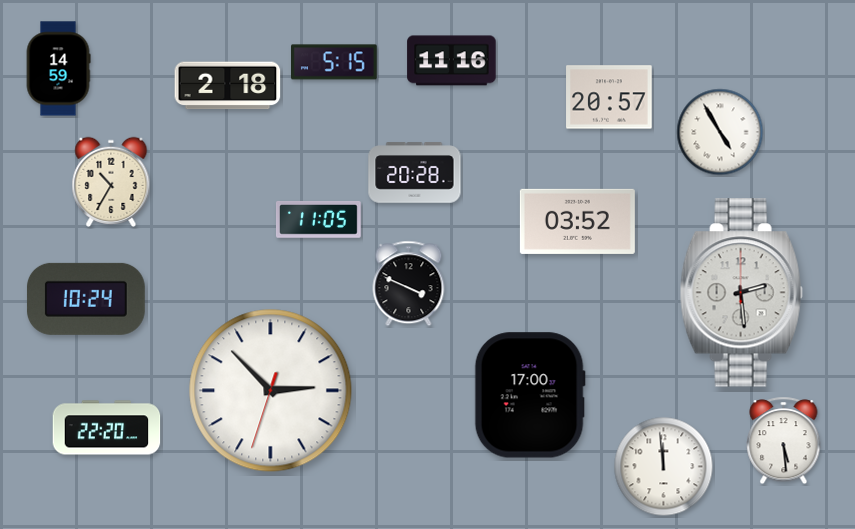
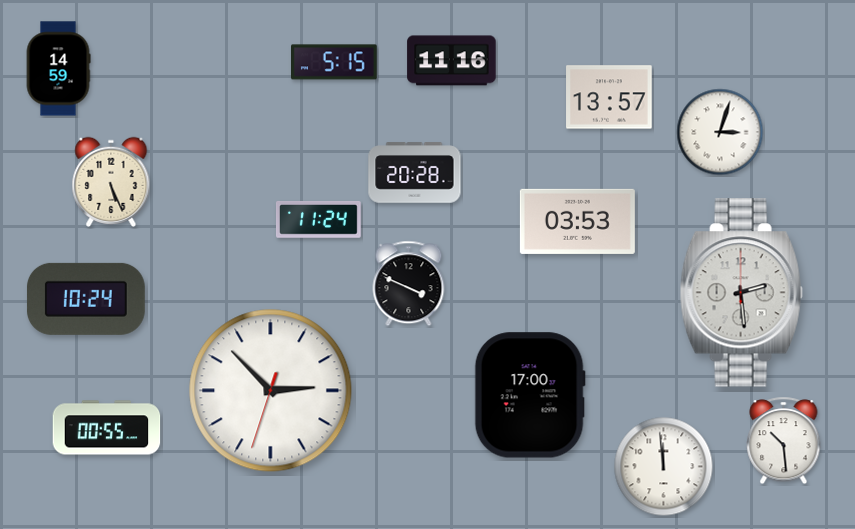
clock at (228, 86): 2:18 -> none
clock at (609, 97): 20:57 -> 13:57
clock at (720, 132): 4:55 -> 3:03
clock at (111, 182): 10:35 -> 5:26
clock at (319, 220): 11:05 -> 11:24
clock at (577, 221): 03:52 -> 03:53
clock at (107, 428): 22:20 -> 00:55
clock at (784, 441): 5:29 -> 10:29
